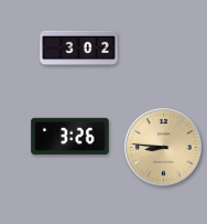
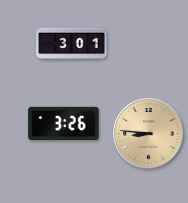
clock at (79, 49): 3:02 -> 3:01
